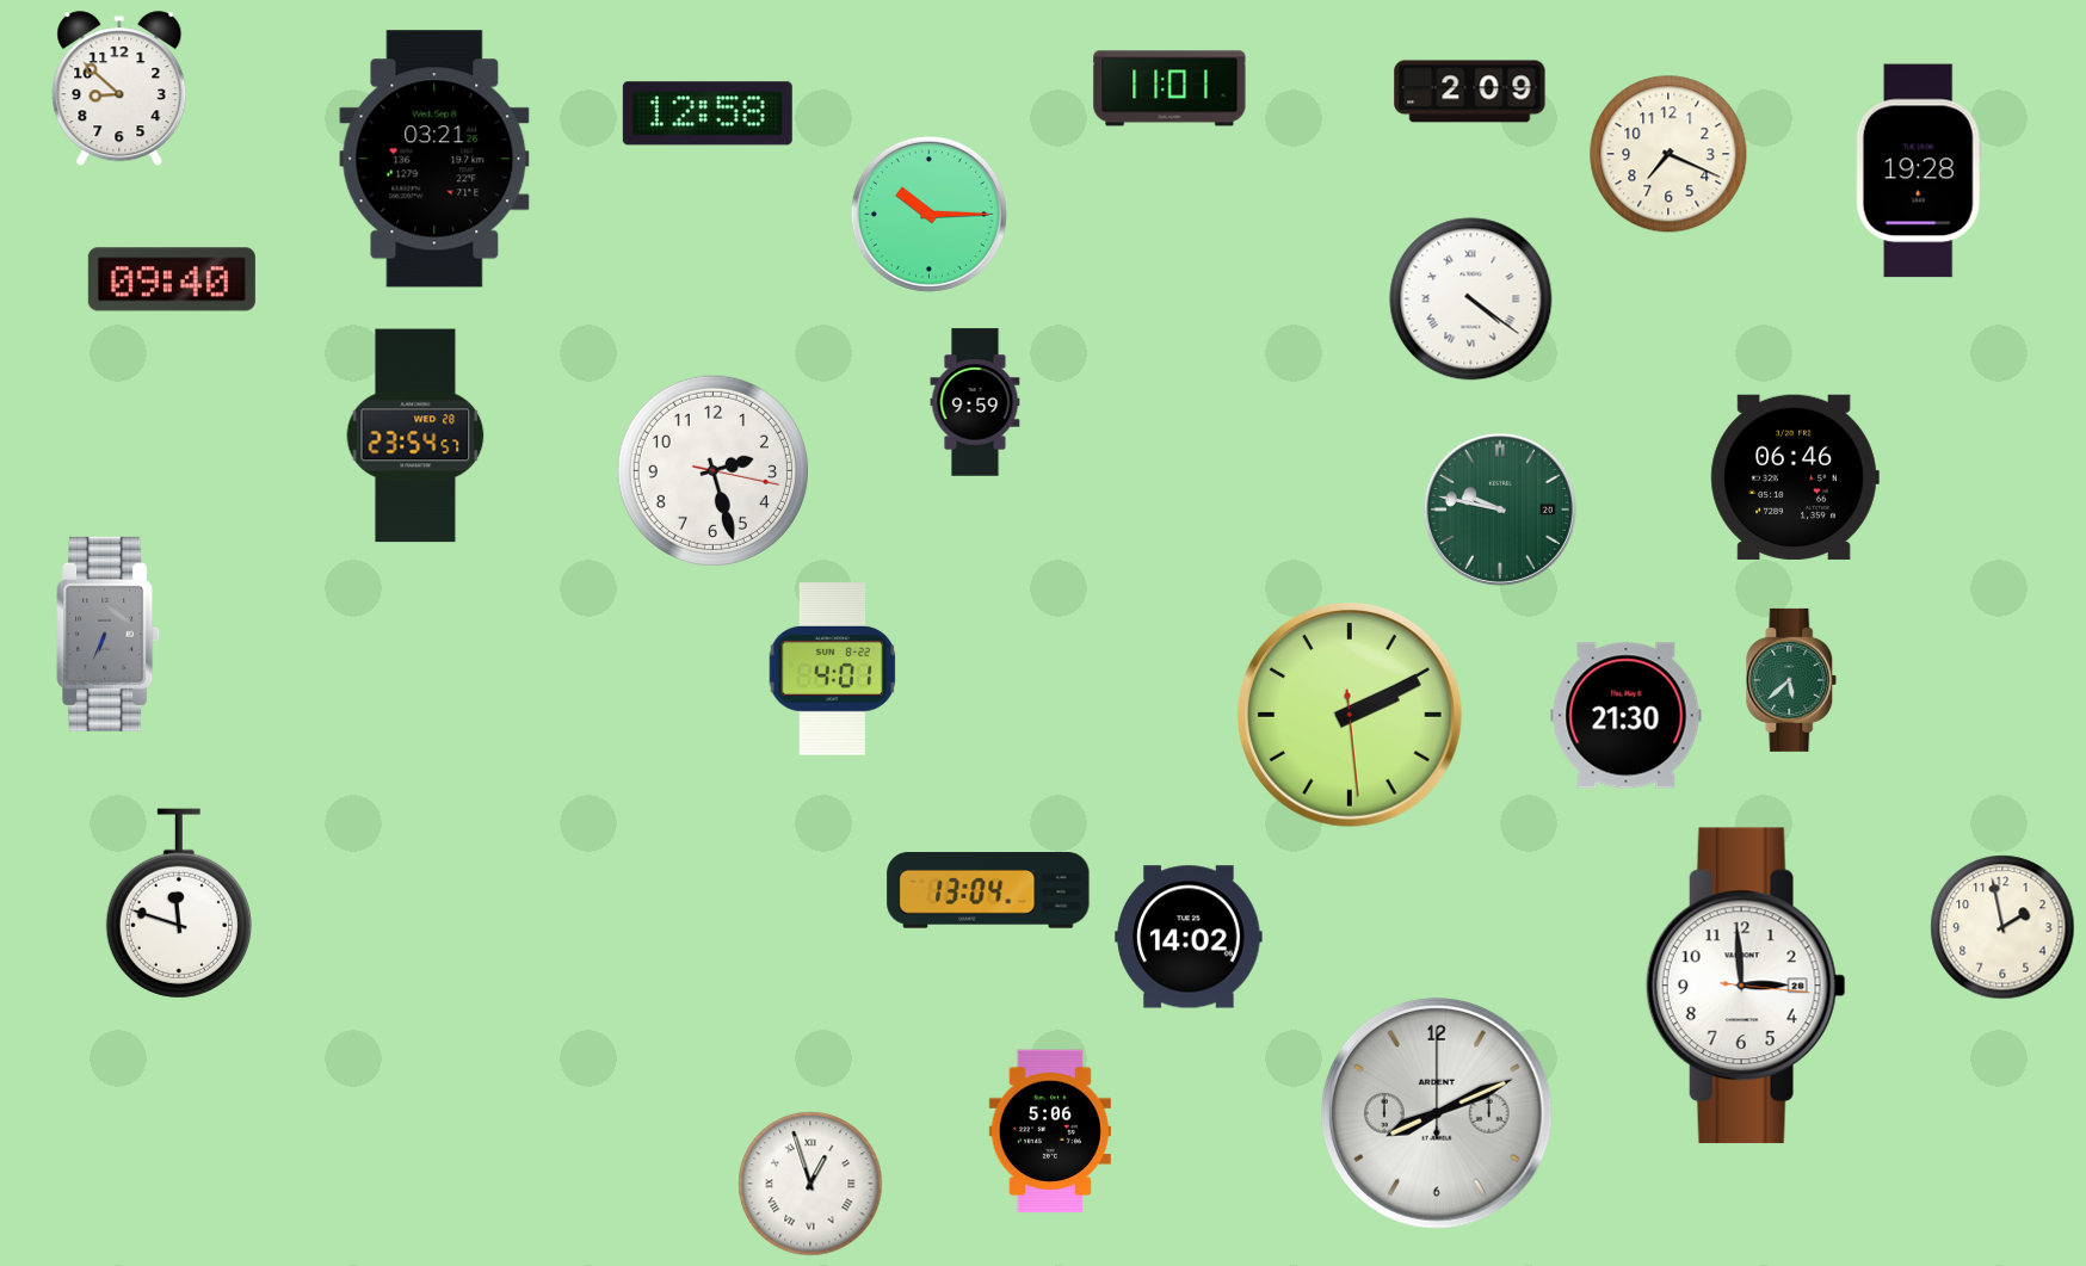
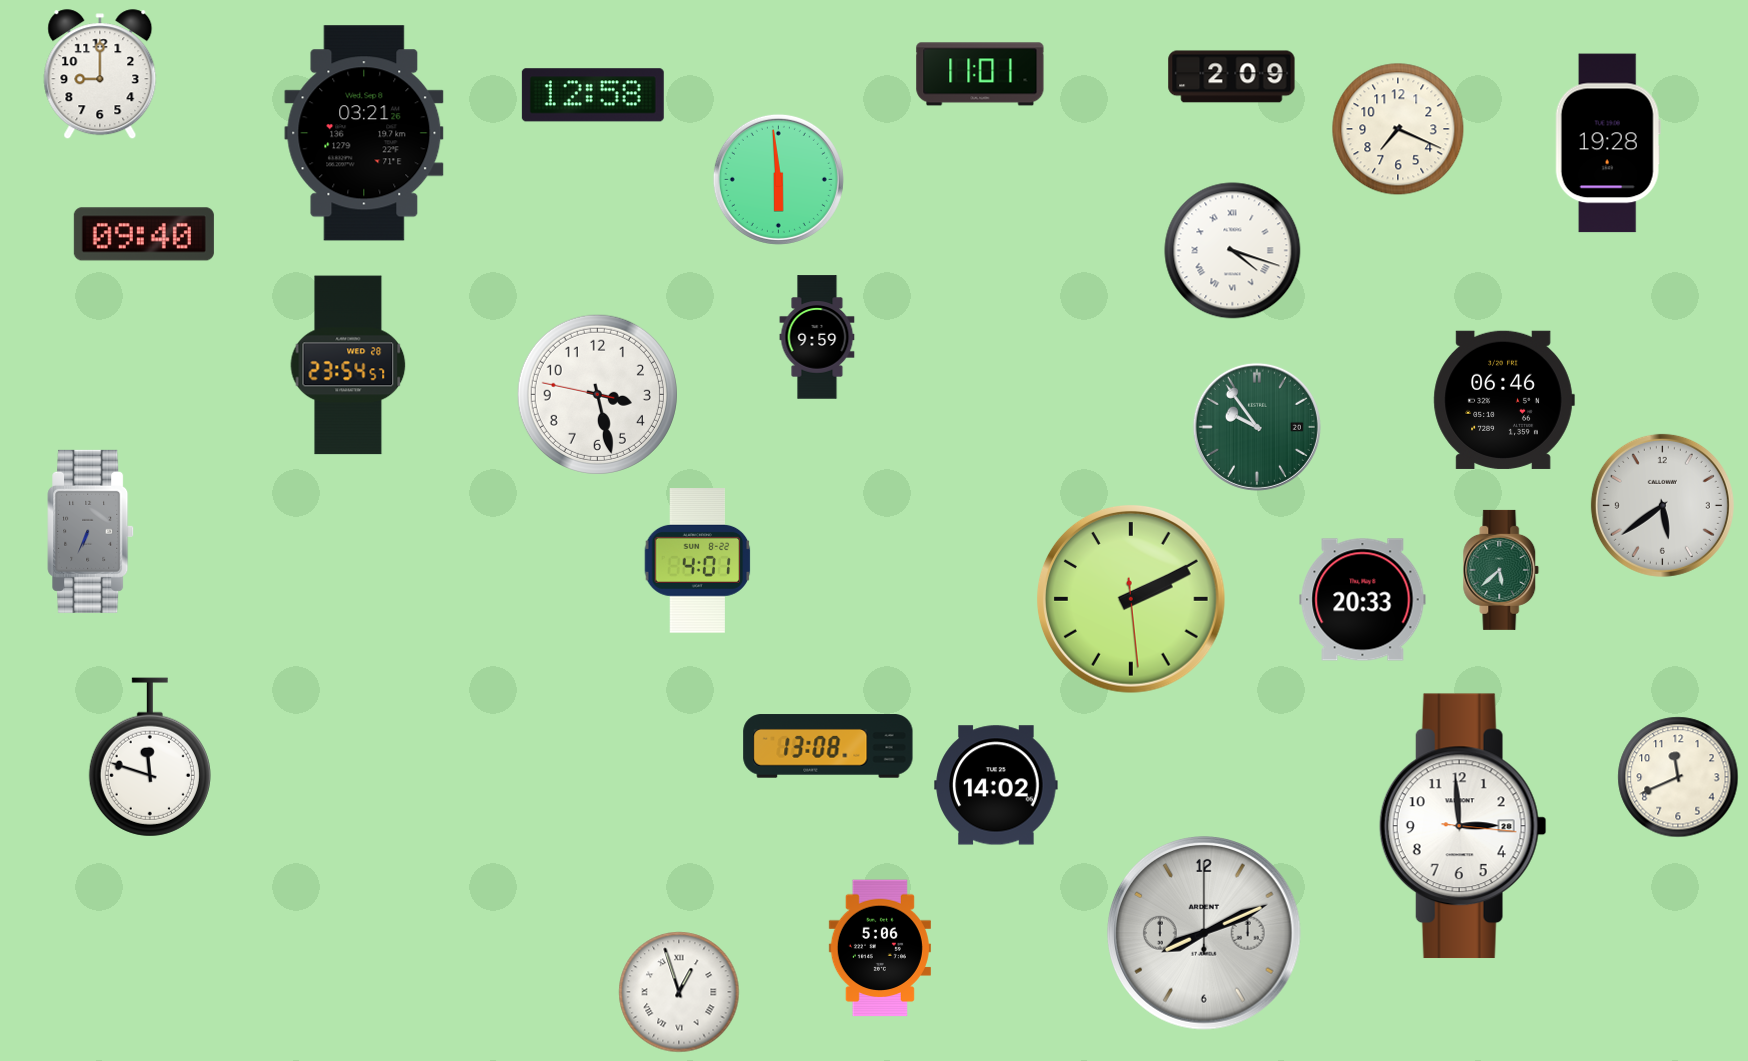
clock at (119, 89): 8:52 -> 9:00
clock at (928, 214): 10:15 -> 5:59
clock at (1471, 299): 4:21 -> 4:18
clock at (712, 470): 2:27 -> 3:27
clock at (1500, 510): 9:47 -> 9:54
clock at (1662, 505): none -> 5:39
clock at (1627, 716): 21:30 -> 20:33
clock at (988, 890): 13:04 -> 13:08
clock at (2002, 927): 1:58 -> 11:41
